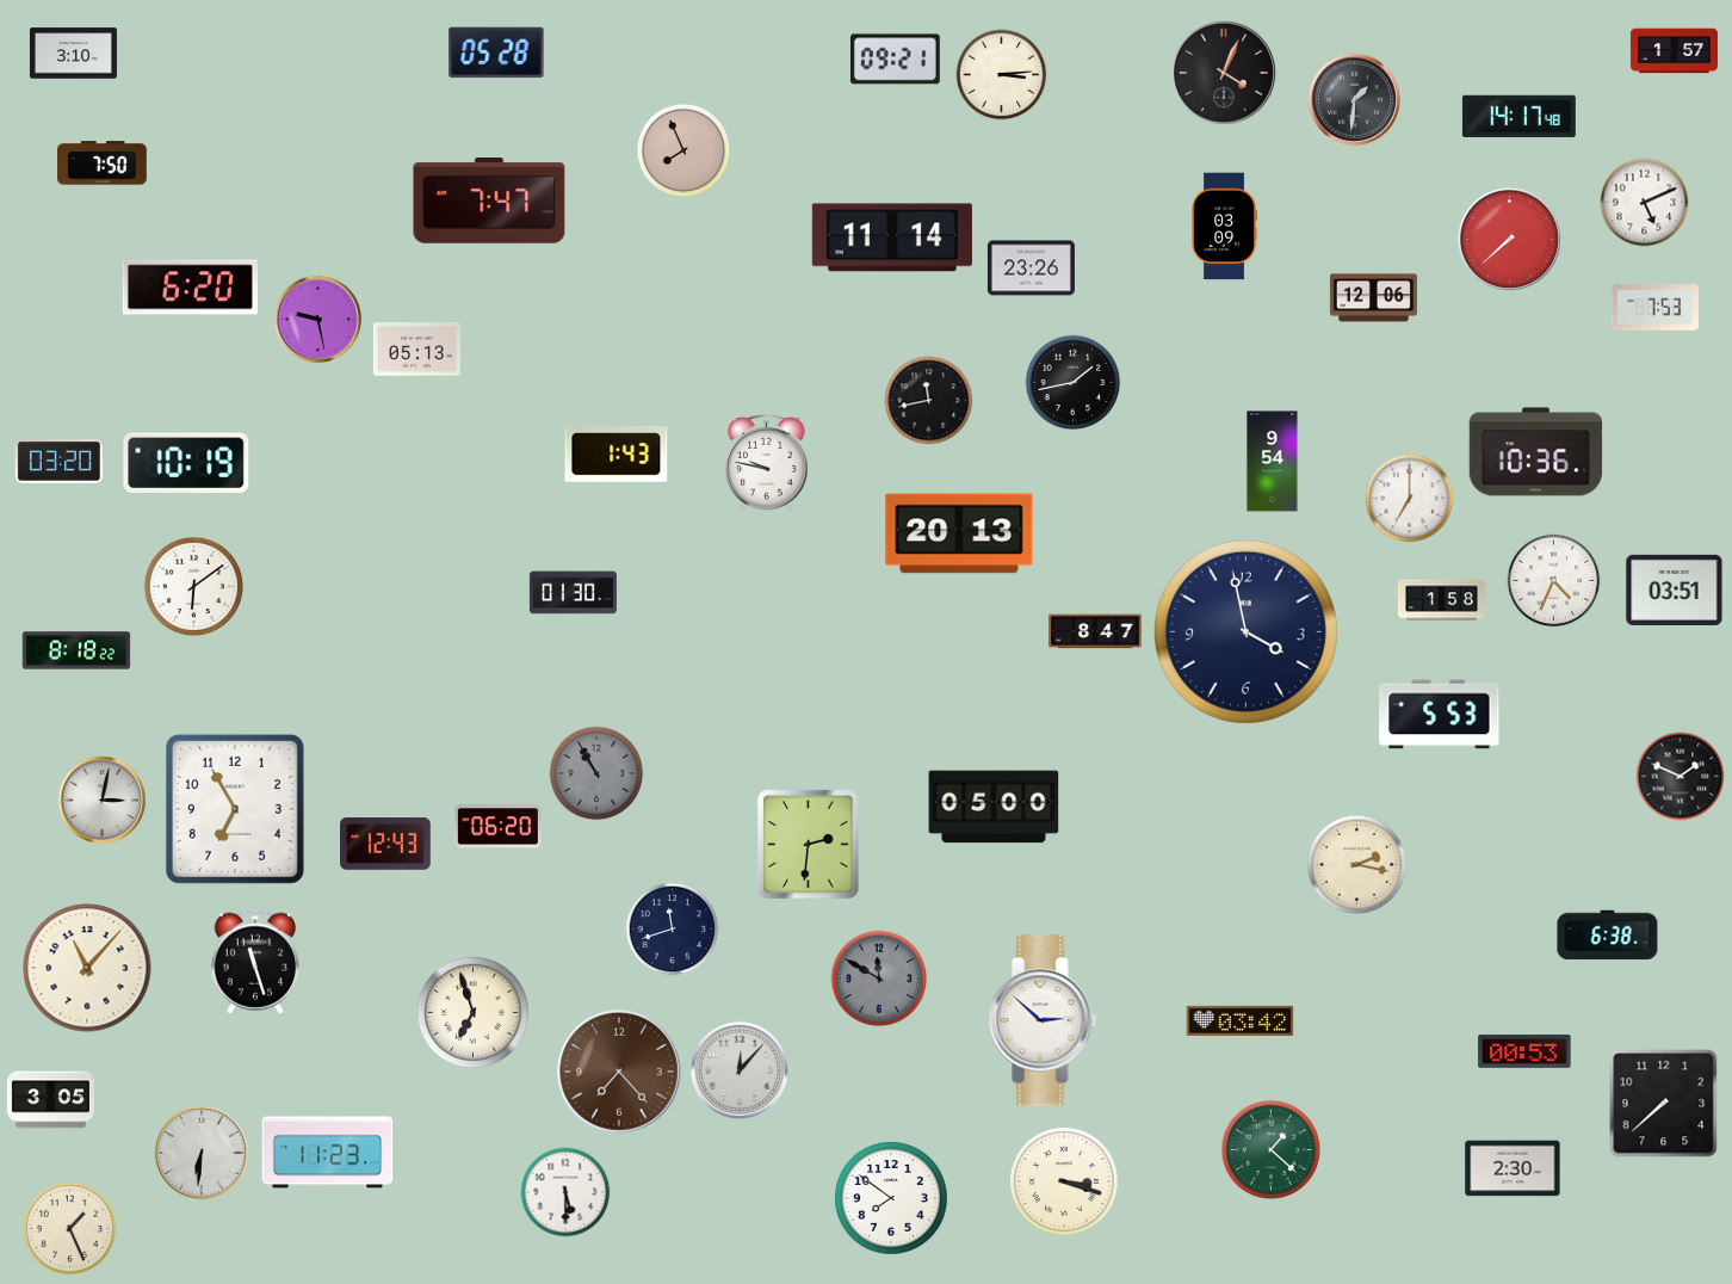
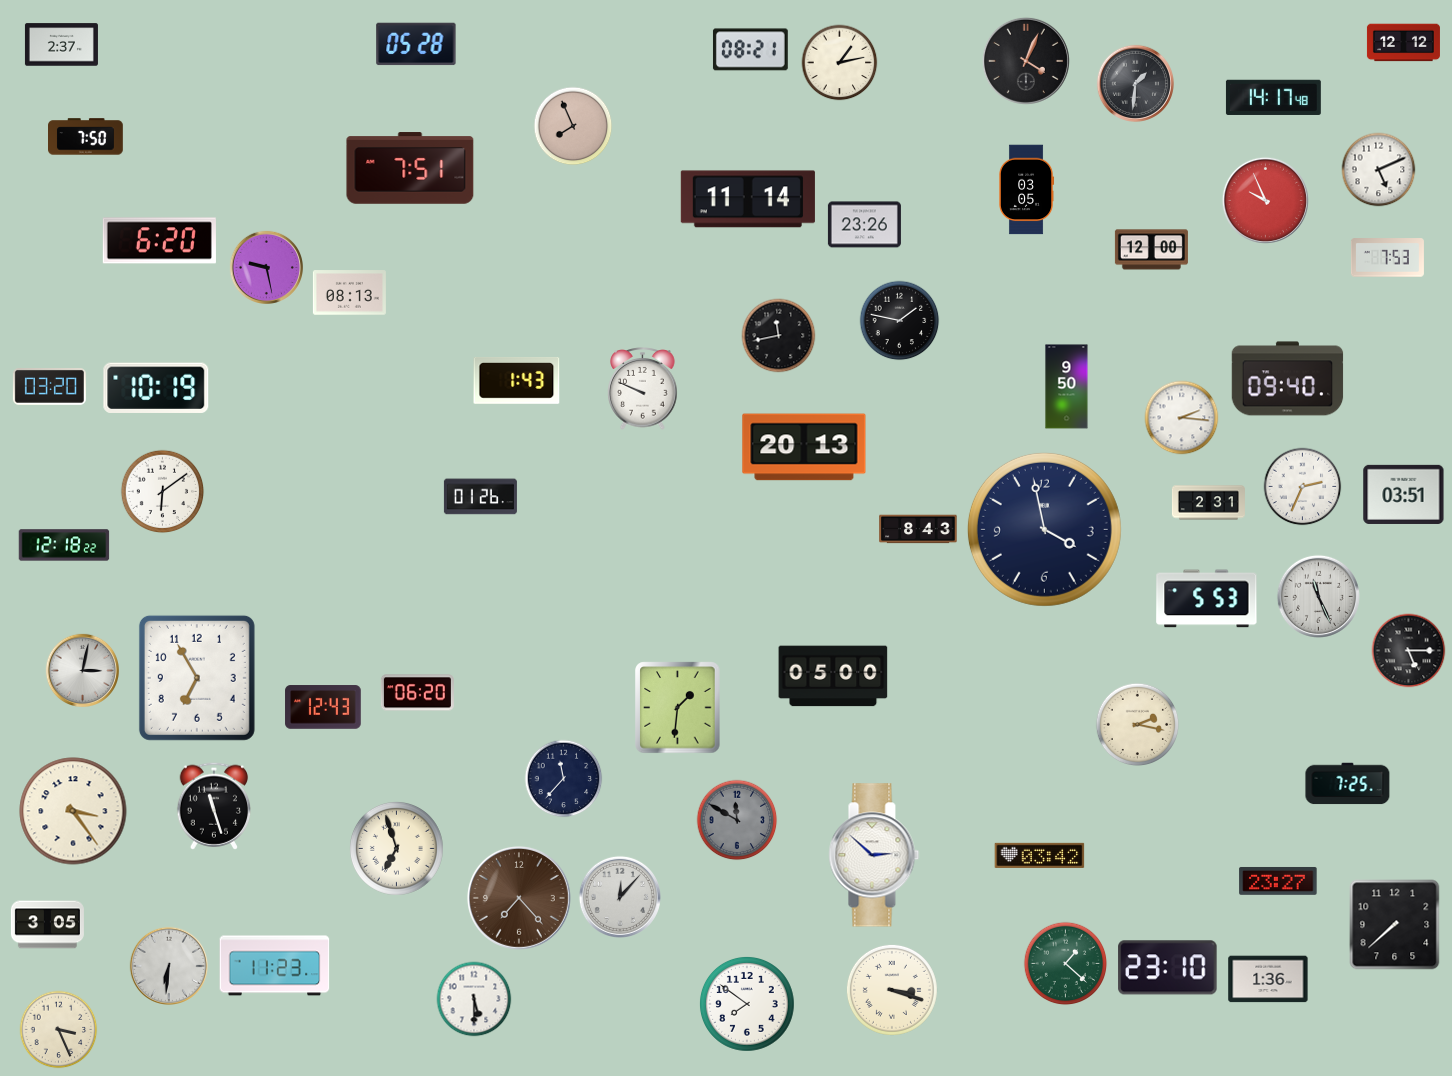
clock at (1674, 51): 1:57 -> 12:12
clock at (73, 54): 3:10 -> 2:37
clock at (895, 60): 09:21 -> 08:21
clock at (1002, 75): 3:14 -> 1:13
clock at (489, 200): 7:47 -> 7:51
clock at (1224, 227): 03:09 -> 03:05
clock at (1509, 239): 7:38 -> 9:56
clock at (1373, 298): 12:06 -> 12:00
clock at (416, 350): 05:13 -> 08:13
clock at (1074, 383): 1:43 -> 1:47
clock at (1536, 452): 10:36 -> 09:40
clock at (1273, 462): 9:54 -> 9:50
clock at (767, 464): 9:47 -> 9:49
clock at (1410, 499): 7:00 -> 2:16
clock at (1554, 581): 4:34 -> 2:34
clock at (573, 593): 01:30 -> 01:26
clock at (1441, 600): 1:58 -> 2:31
clock at (1095, 631): 8:47 -> 8:43
clock at (76, 650): 8:18 -> 12:18
clock at (1318, 596): none -> 11:26
clock at (596, 773): 10:55 -> none
clock at (1681, 777): 1:49 -> 5:15
clock at (101, 800) position: (101, 800) -> (82, 670)
clock at (809, 845): 2:31 -> 1:31
clock at (673, 930): 11:42 -> 11:37
clock at (1608, 936): 6:38 -> 7:25
clock at (87, 968): 11:07 -> 3:24
clock at (1524, 1051): 00:53 -> 23:27
clock at (50, 1100) position: (50, 1100) -> (47, 925)
clock at (1168, 968): none -> 23:10
clock at (1513, 1168): 2:30 -> 1:36
clock at (70, 1229): 1:26 -> 3:26
